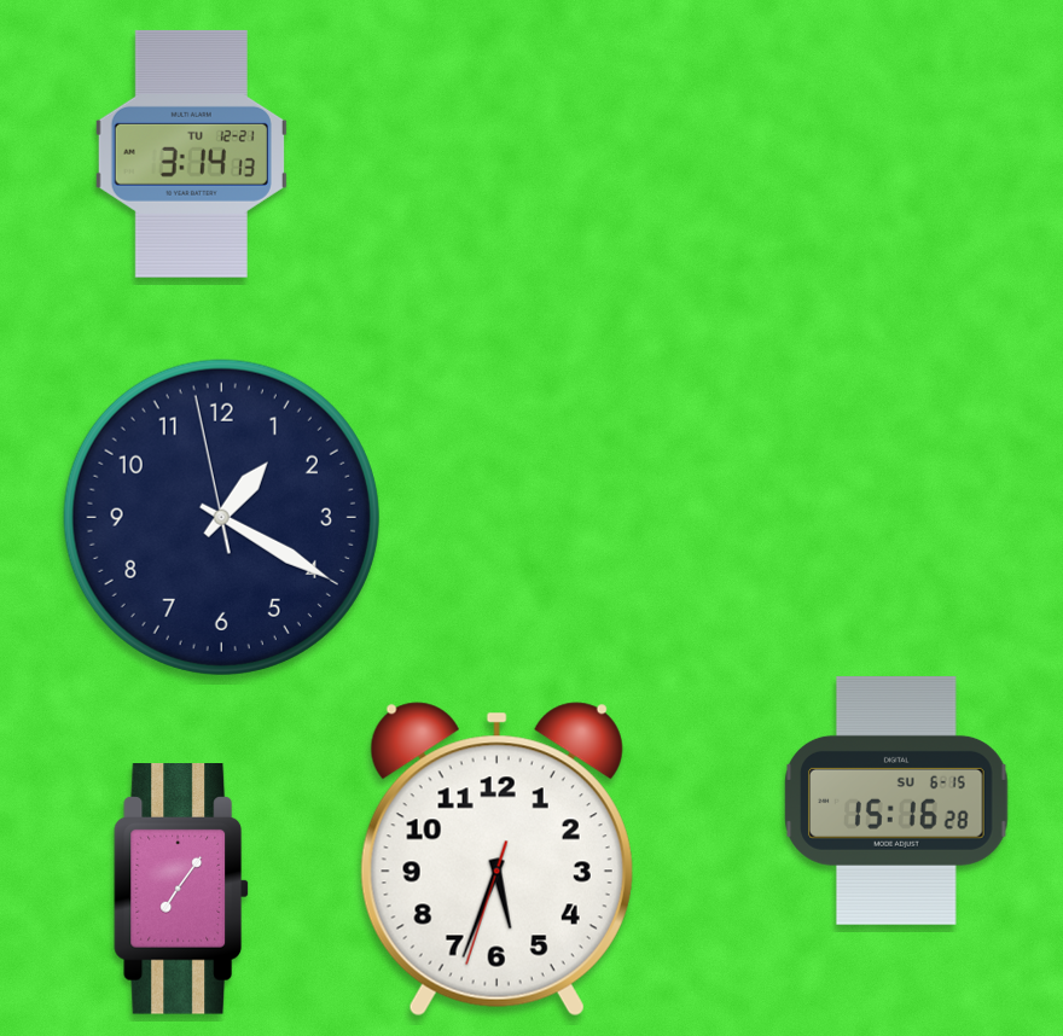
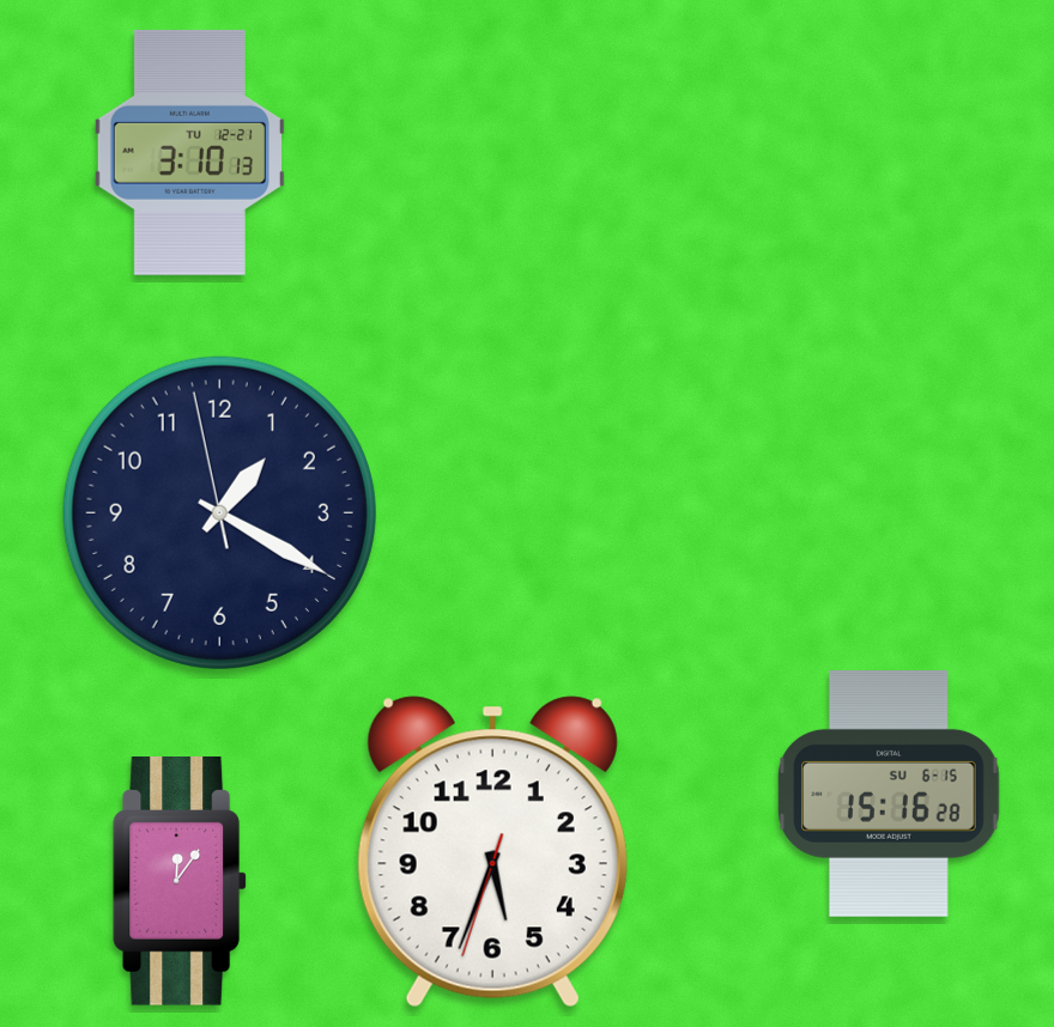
clock at (191, 153): 3:14 -> 3:10
clock at (182, 889): 7:06 -> 12:06
